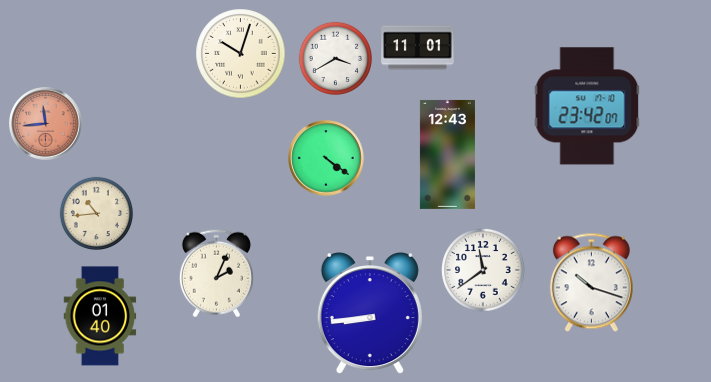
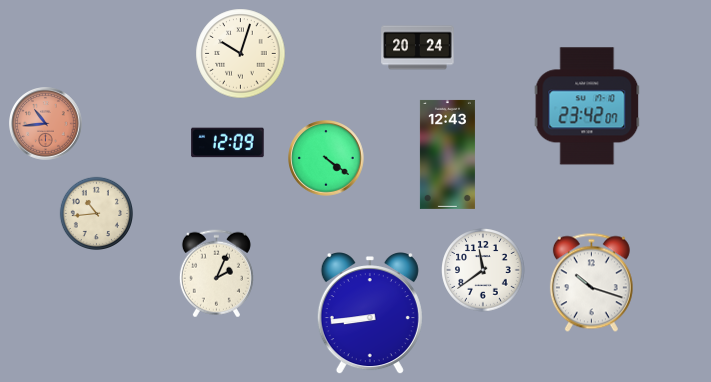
clock at (418, 48): 11:01 -> 20:24
clock at (335, 58): 3:40 -> none
clock at (46, 124): 11:44 -> 10:44
clock at (228, 143): none -> 12:09
clock at (100, 316): 01:40 -> none
